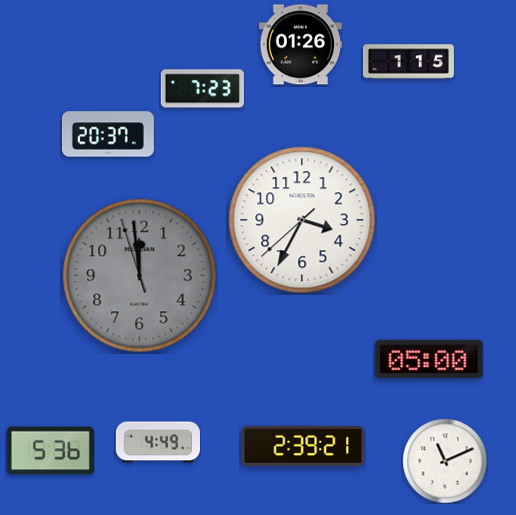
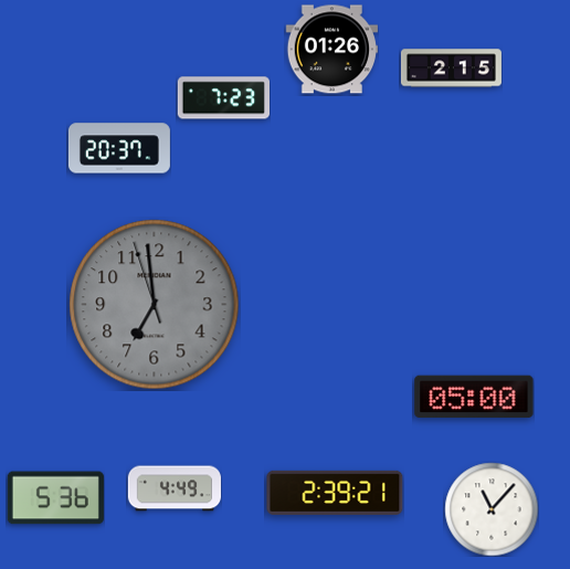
clock at (408, 62): 1:15 -> 2:15
clock at (302, 220): 3:34 -> none
clock at (140, 276): 11:58 -> 6:58
clock at (445, 461): 11:11 -> 11:07
